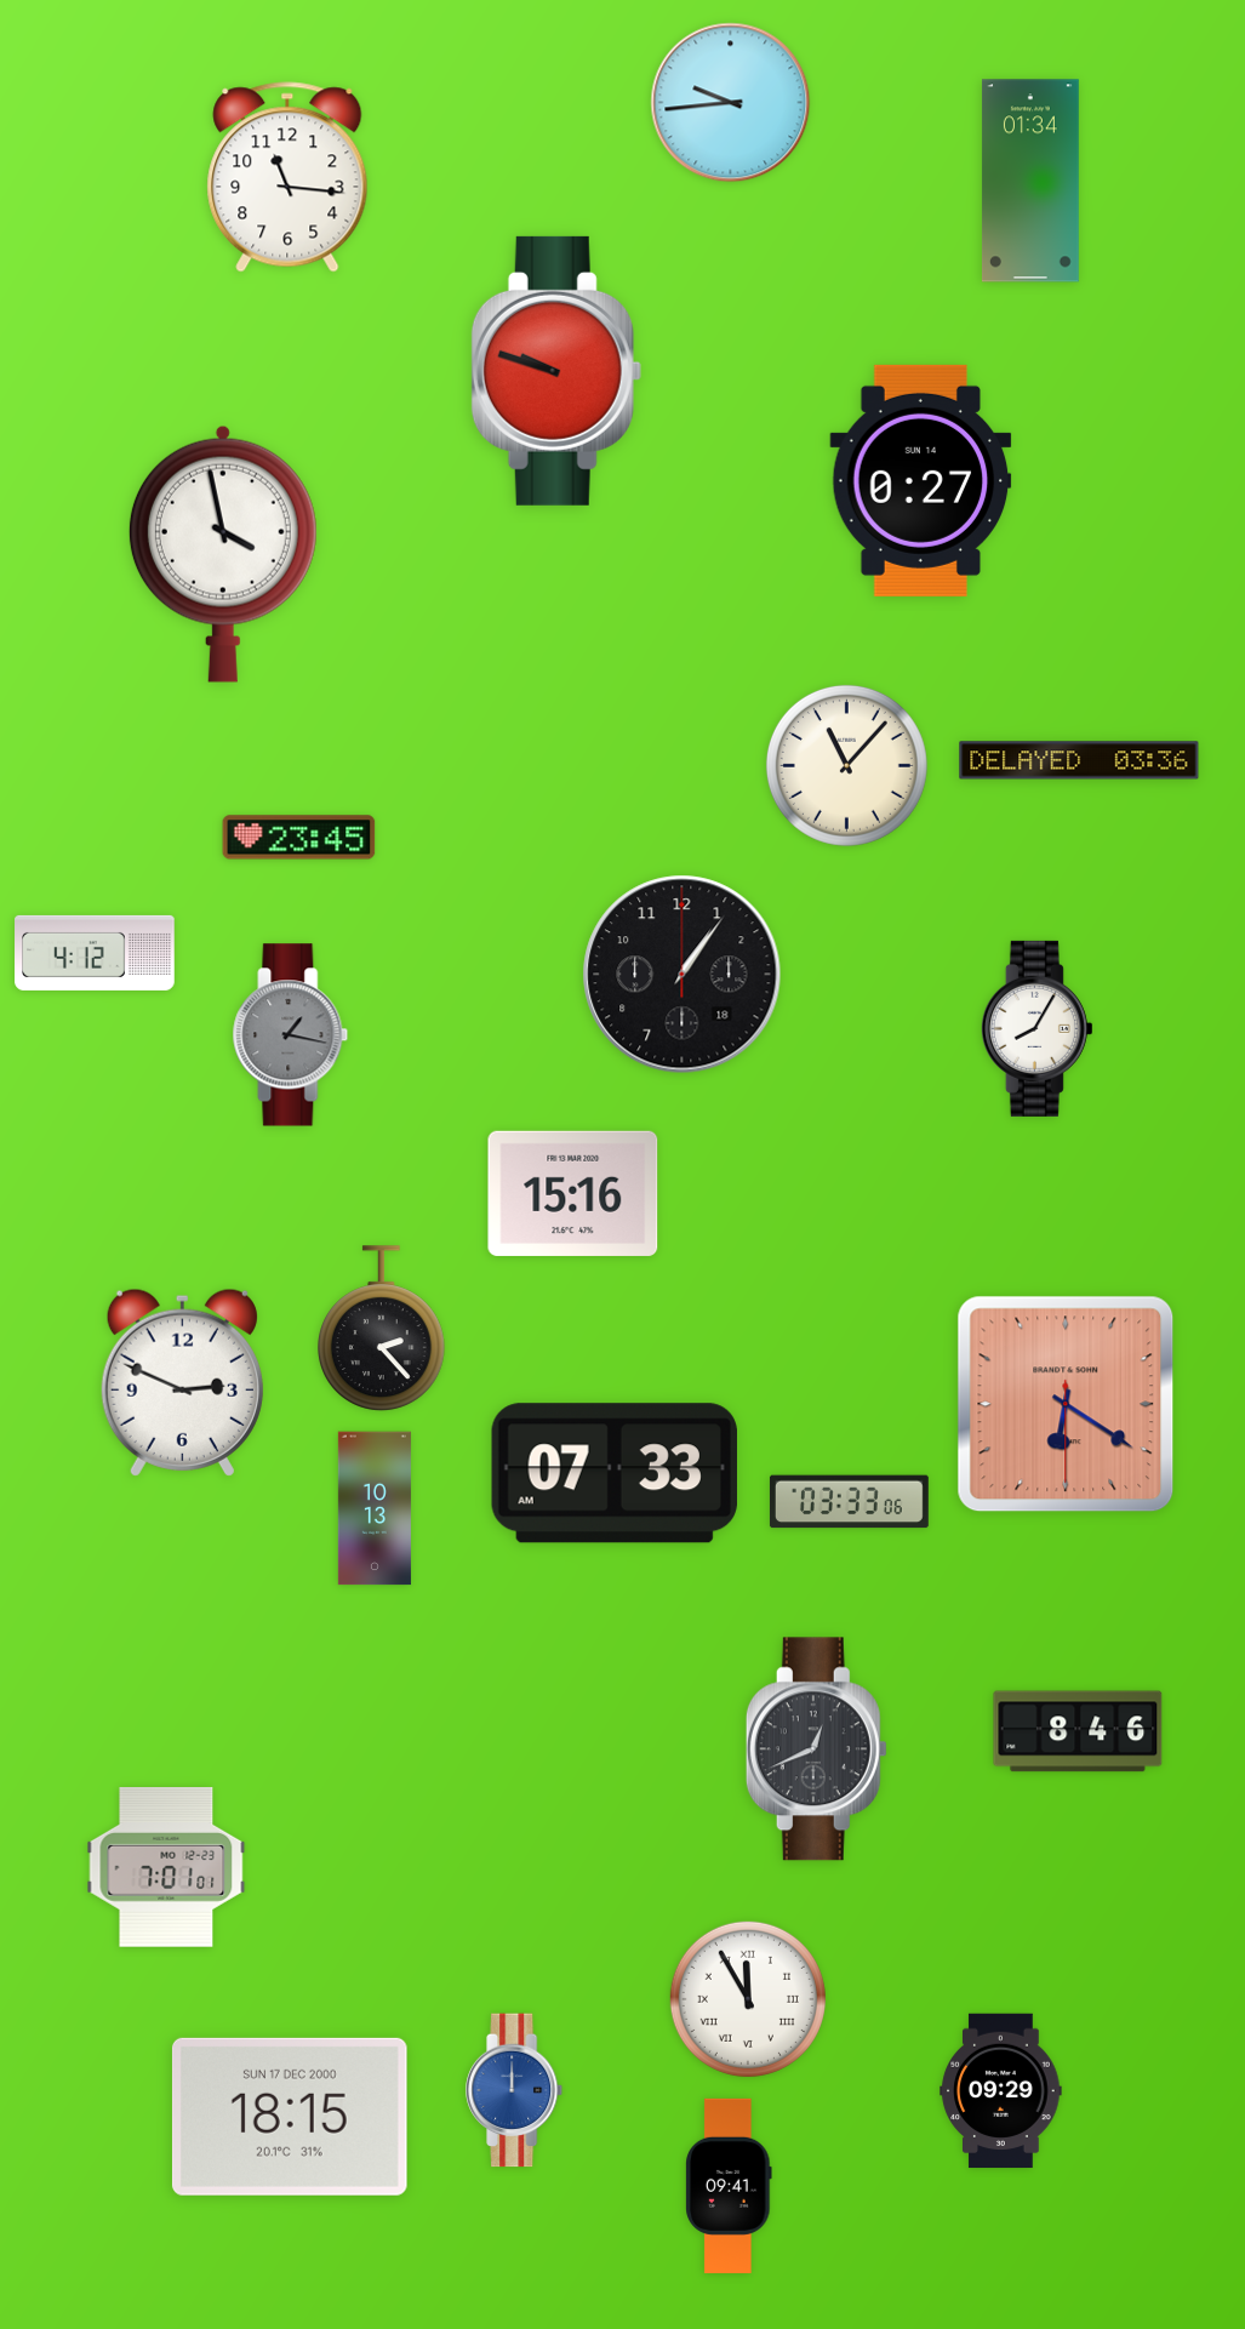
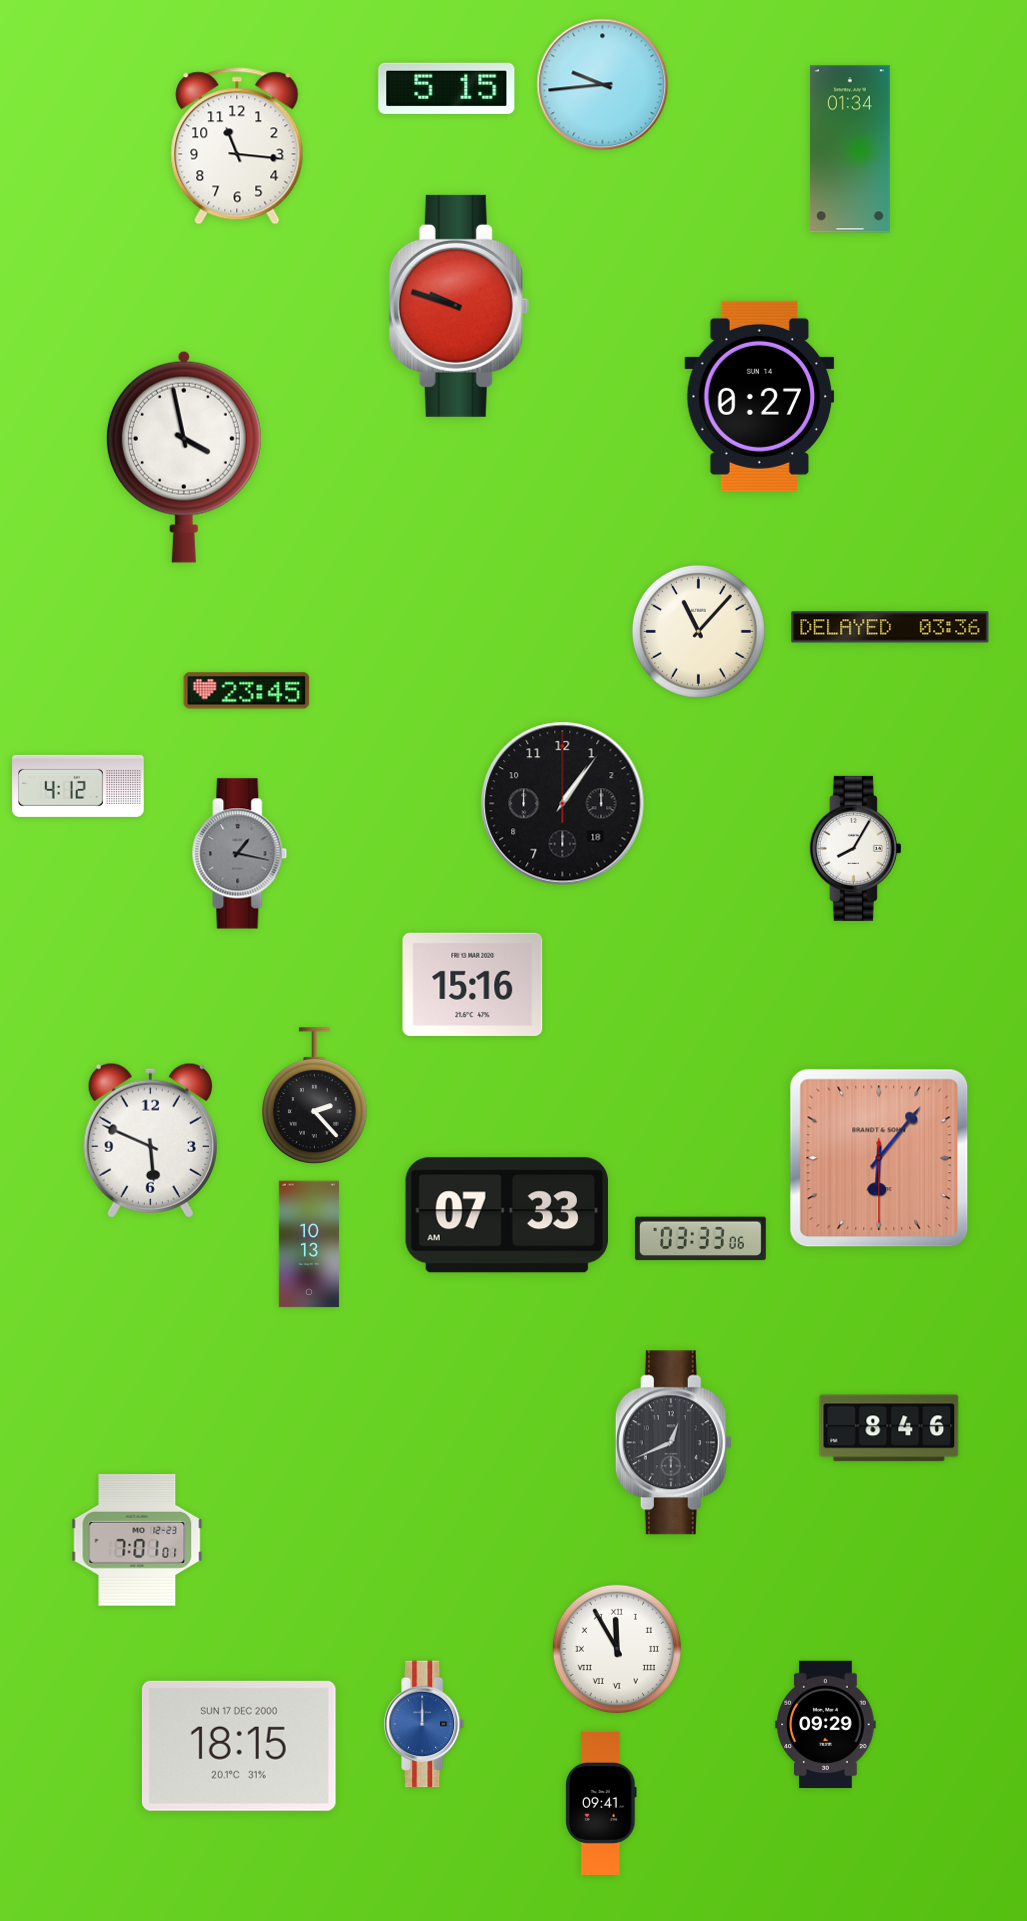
clock at (447, 88): none -> 5:15
clock at (182, 1382): 2:49 -> 5:49
clock at (1066, 1404): 6:20 -> 6:06
